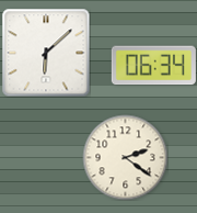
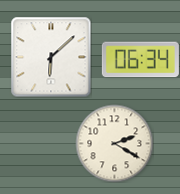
clock at (46, 53) position: (46, 53) -> (51, 57)
clock at (125, 157): 2:21 -> 2:20
